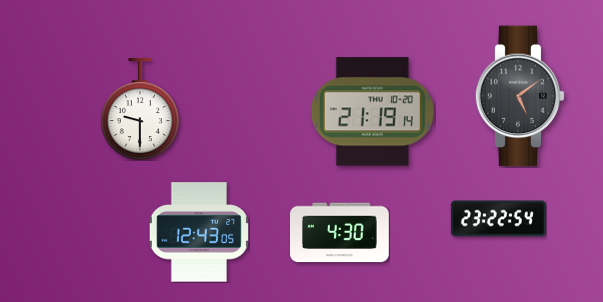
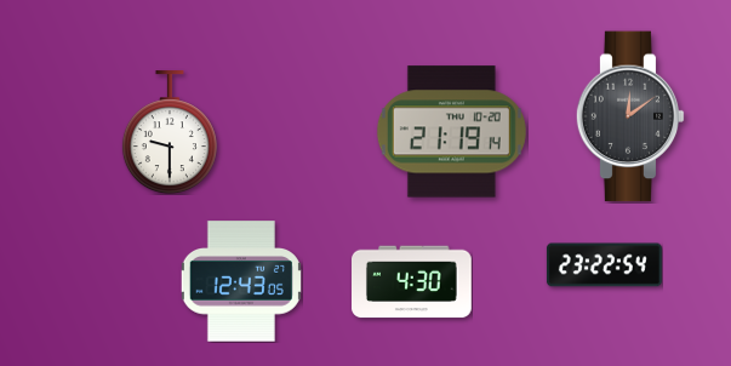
clock at (520, 96): 5:09 -> 12:09
clock at (372, 112) position: (372, 112) -> (451, 132)
